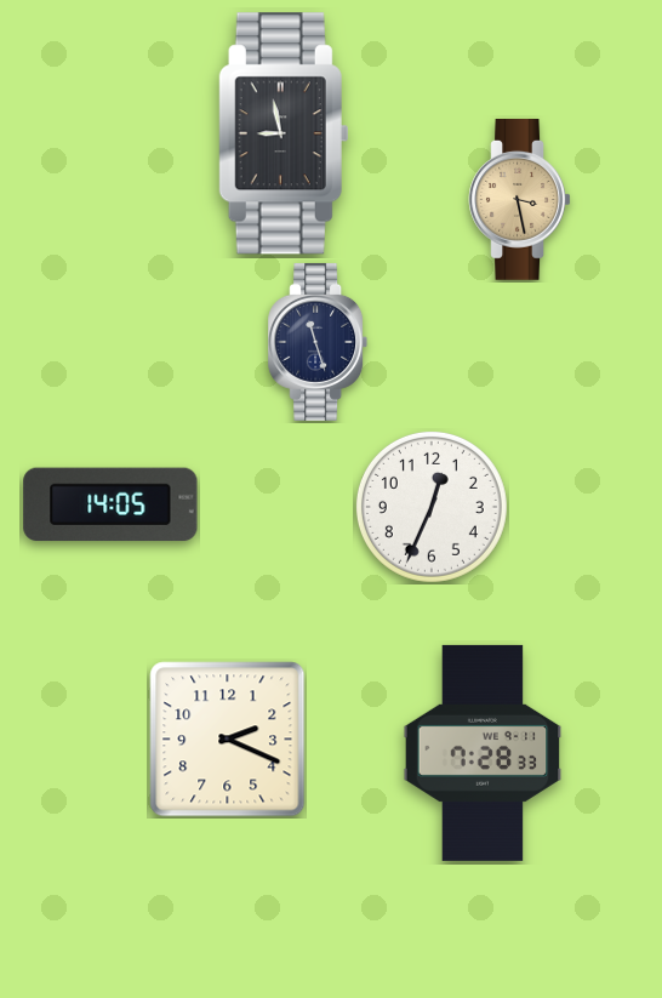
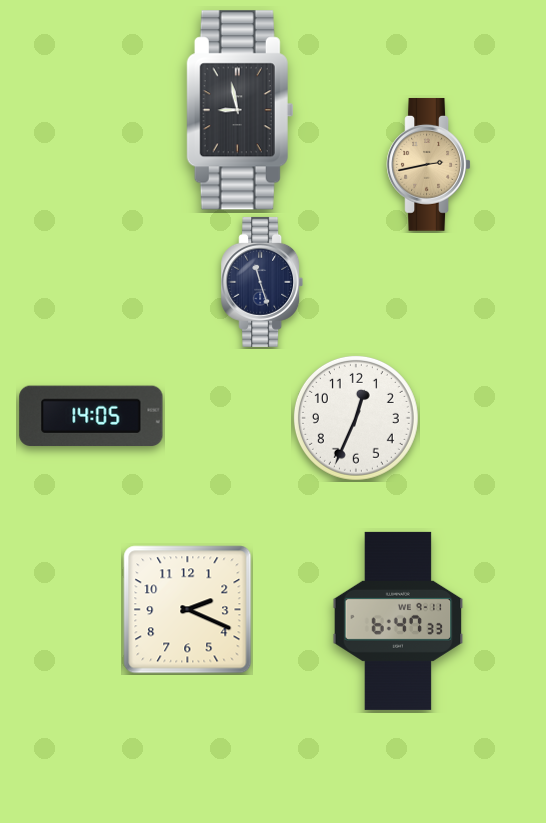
clock at (284, 133) position: (284, 133) -> (240, 110)
clock at (520, 200): 3:28 -> 2:43
clock at (483, 753): 7:28 -> 6:47
